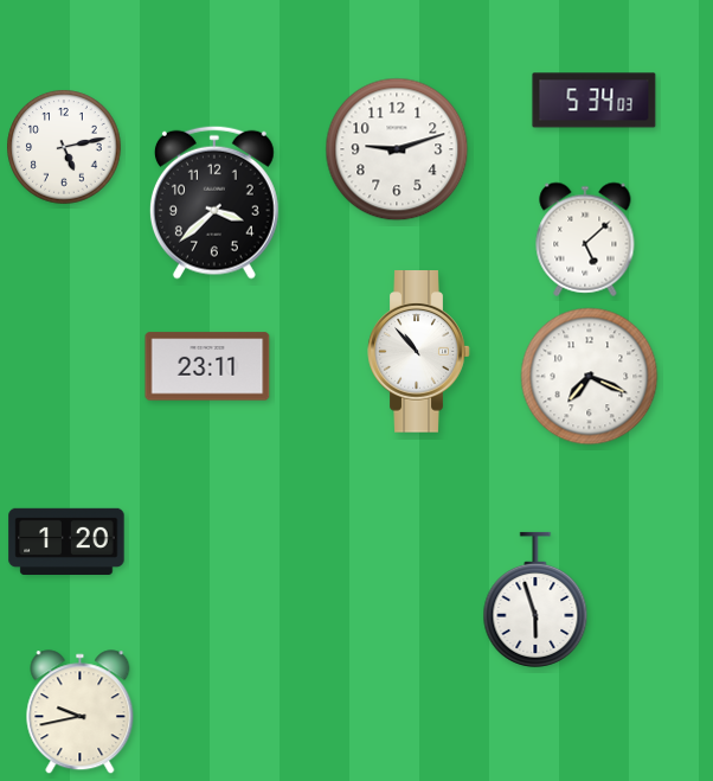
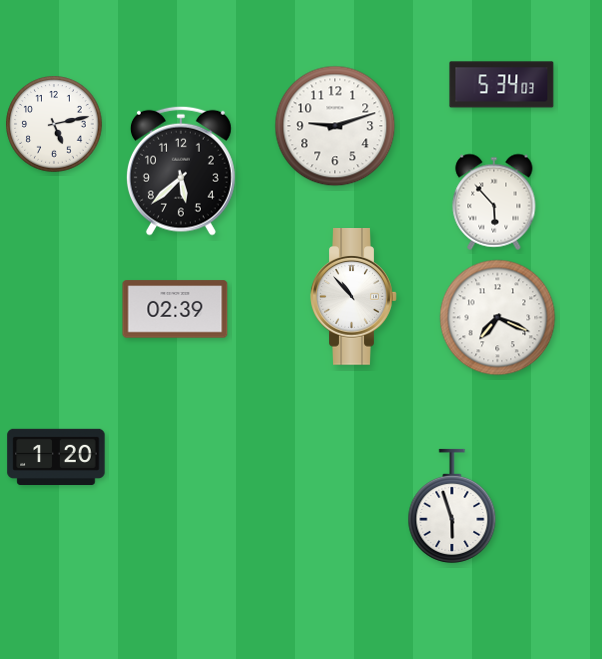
clock at (214, 203): 3:38 -> 5:38
clock at (585, 239): 5:08 -> 5:53
clock at (207, 366): 23:11 -> 02:39
clock at (81, 712): 9:43 -> none
